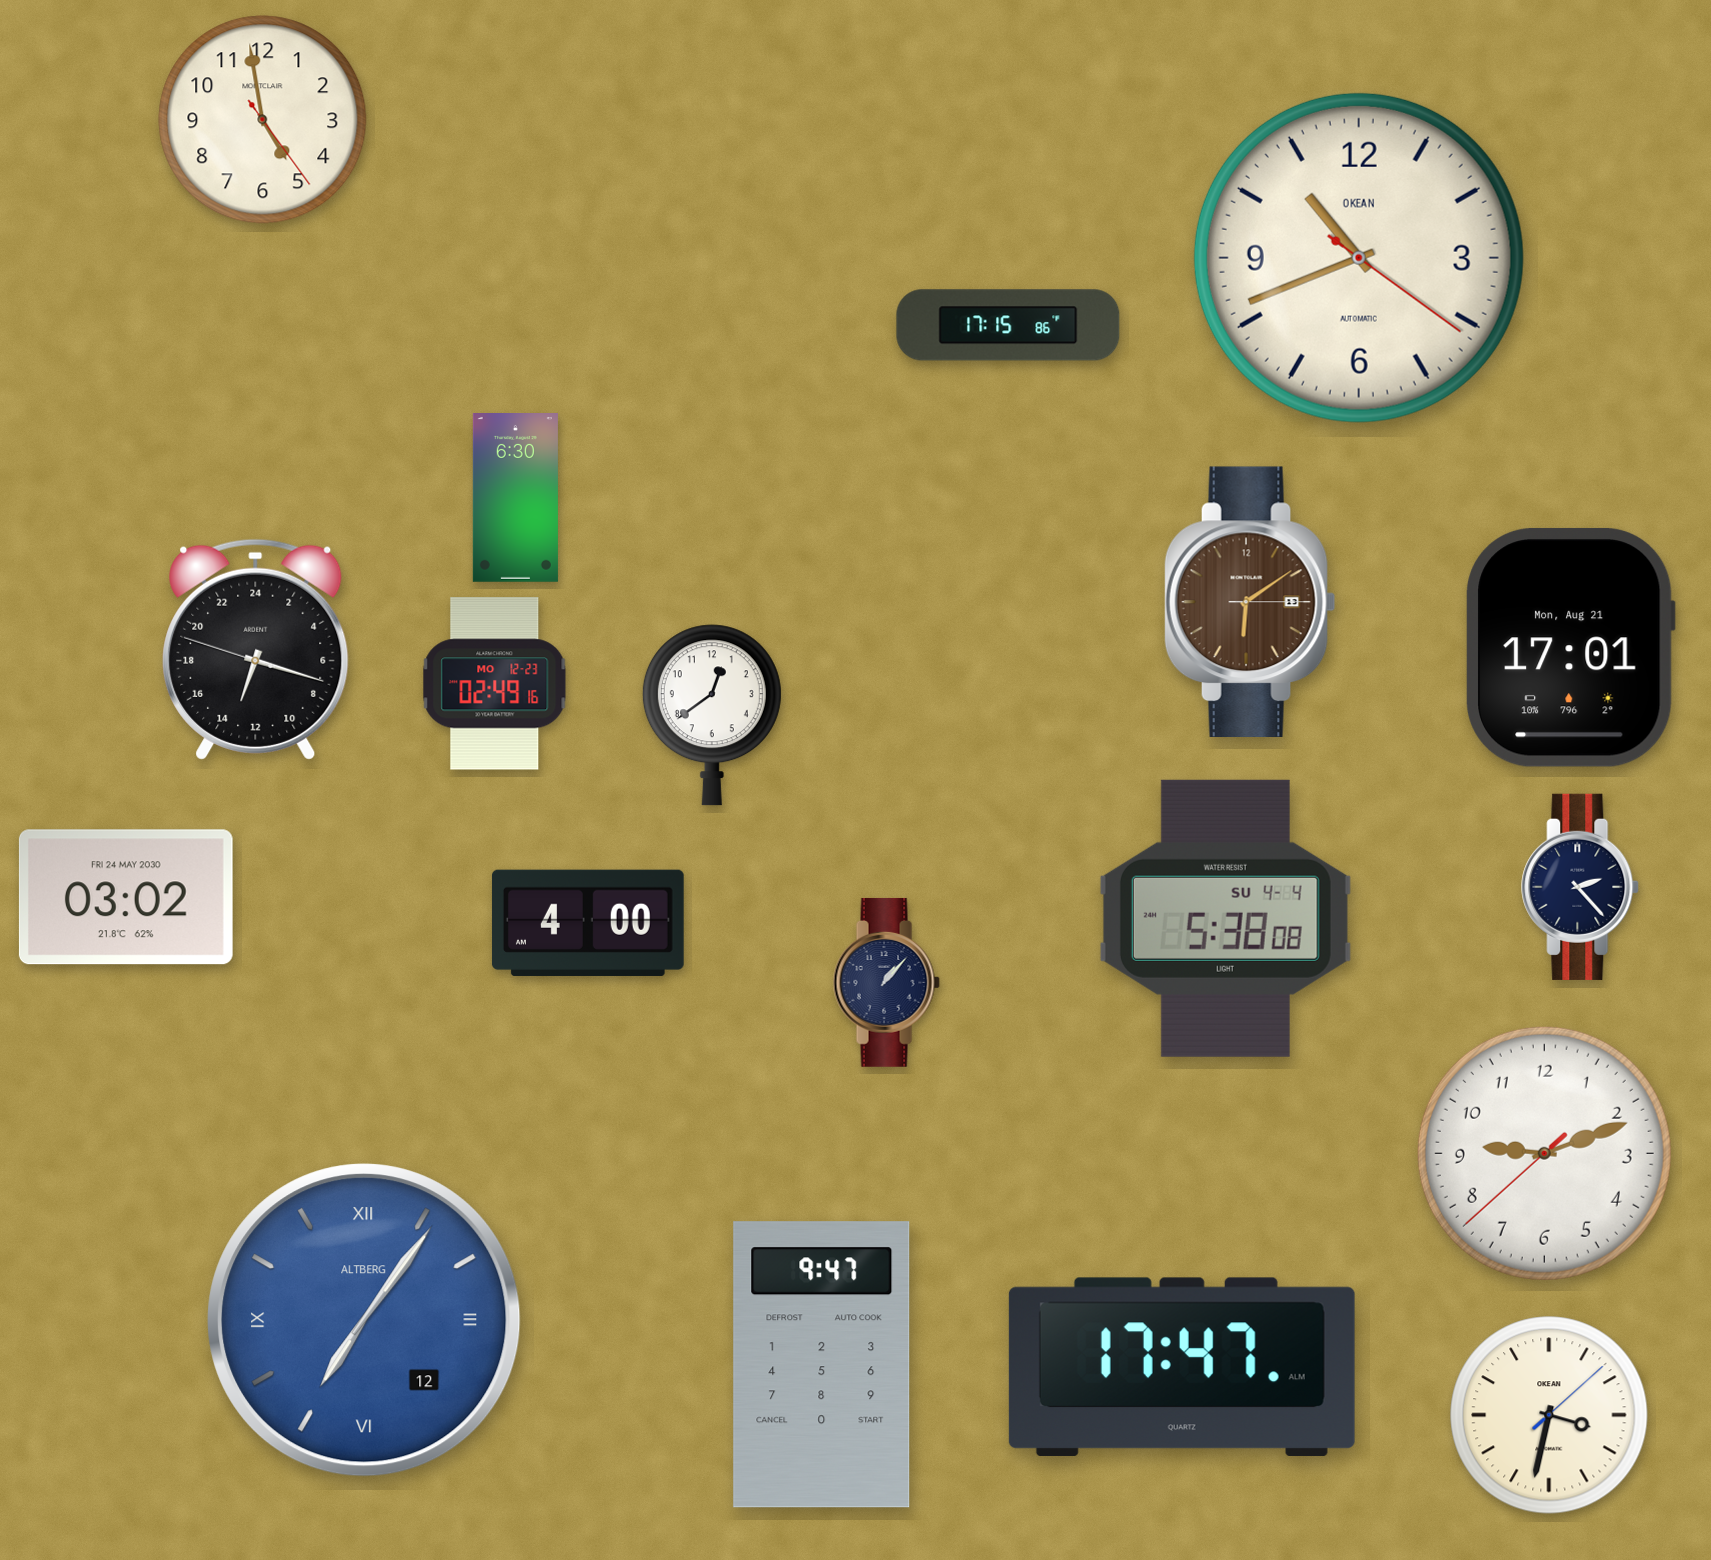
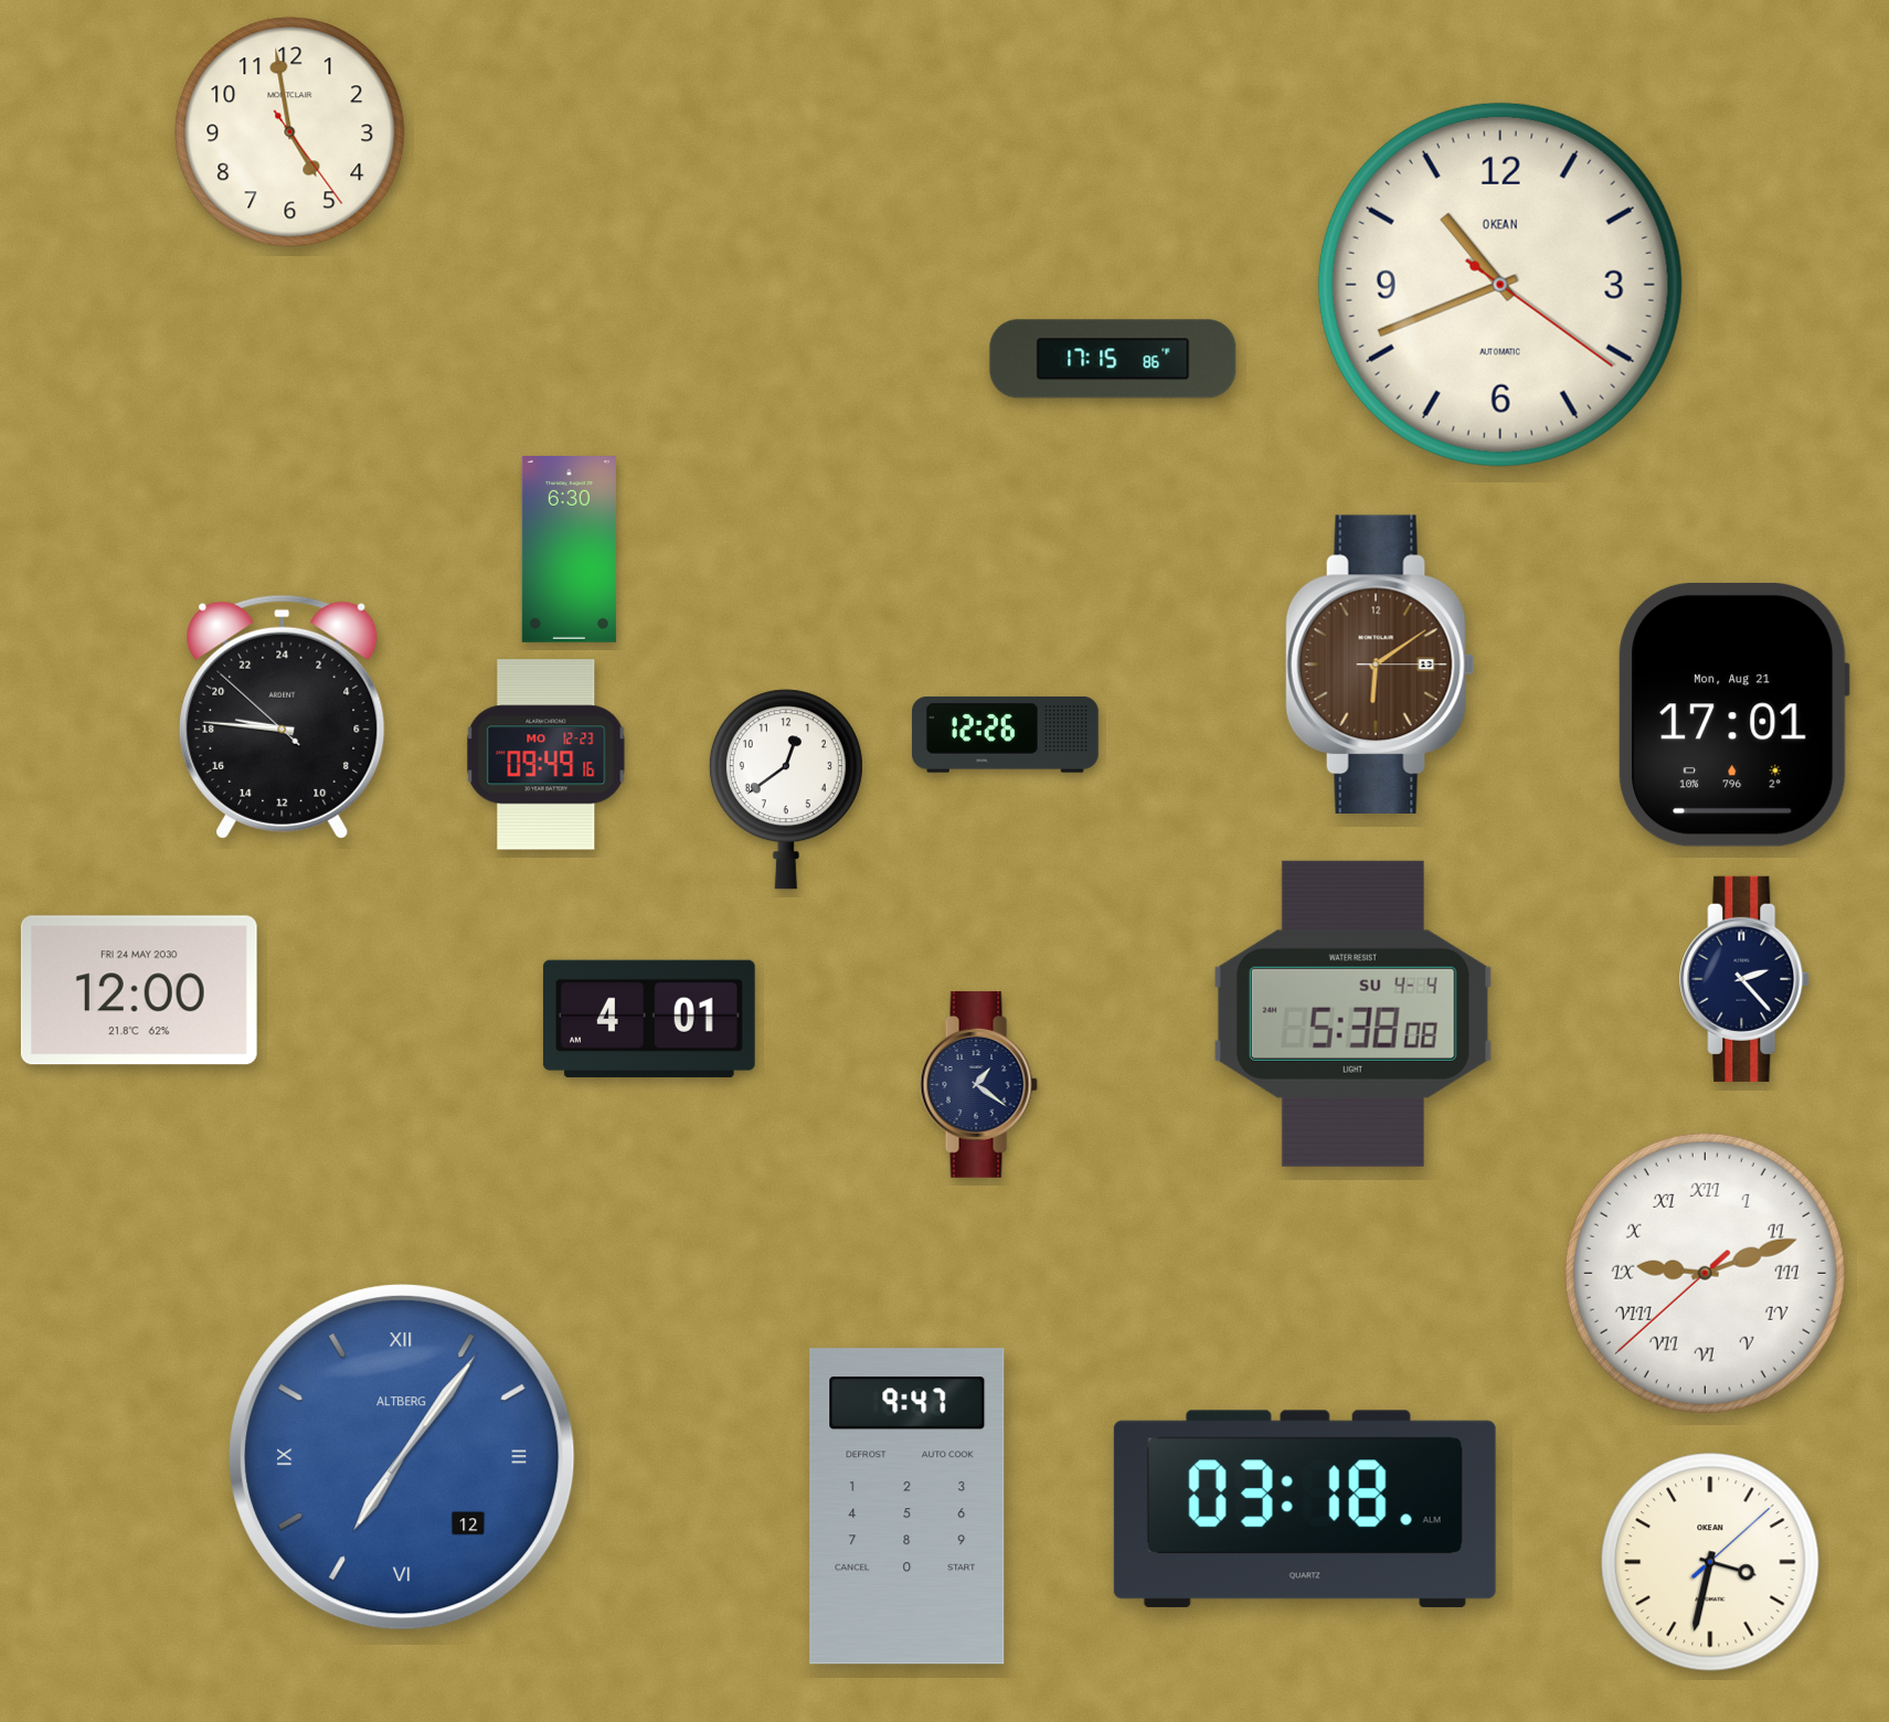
clock at (256, 649): 13:17 -> 18:45
clock at (1005, 734): none -> 12:26
clock at (495, 684): 02:49 -> 09:49
clock at (126, 897): 03:02 -> 12:00
clock at (588, 923): 4:00 -> 4:01
clock at (886, 982): 1:07 -> 1:21
clock at (1544, 1153) numerals: Arabic -> Roman
clock at (1182, 1367): 17:47 -> 03:18
